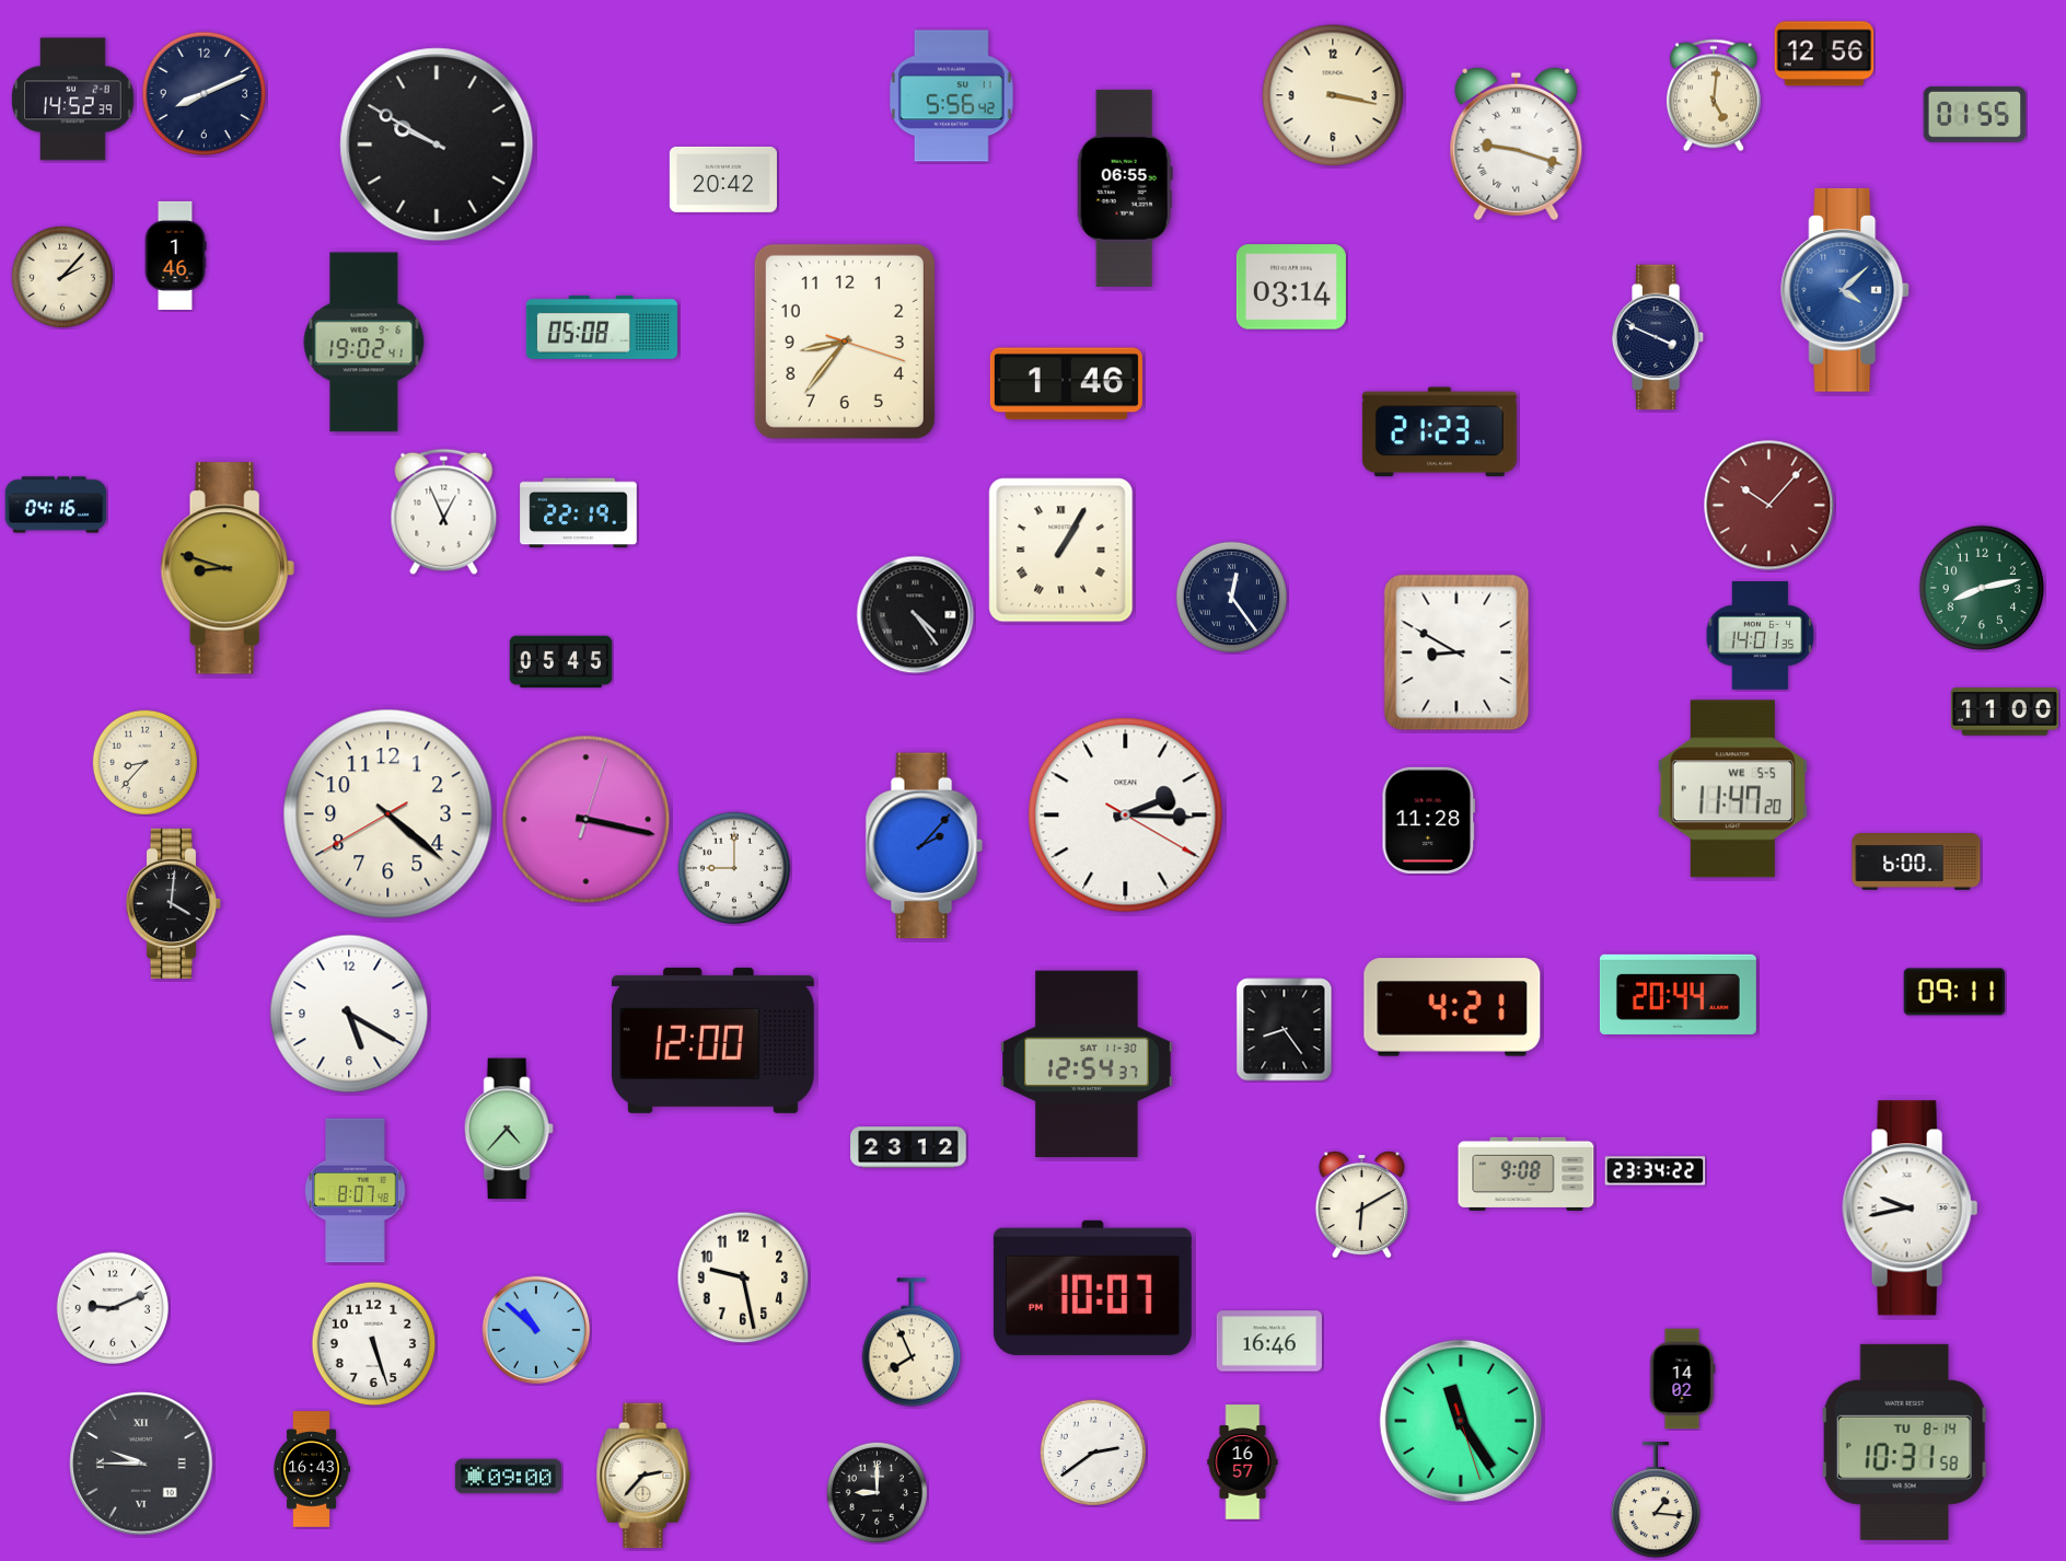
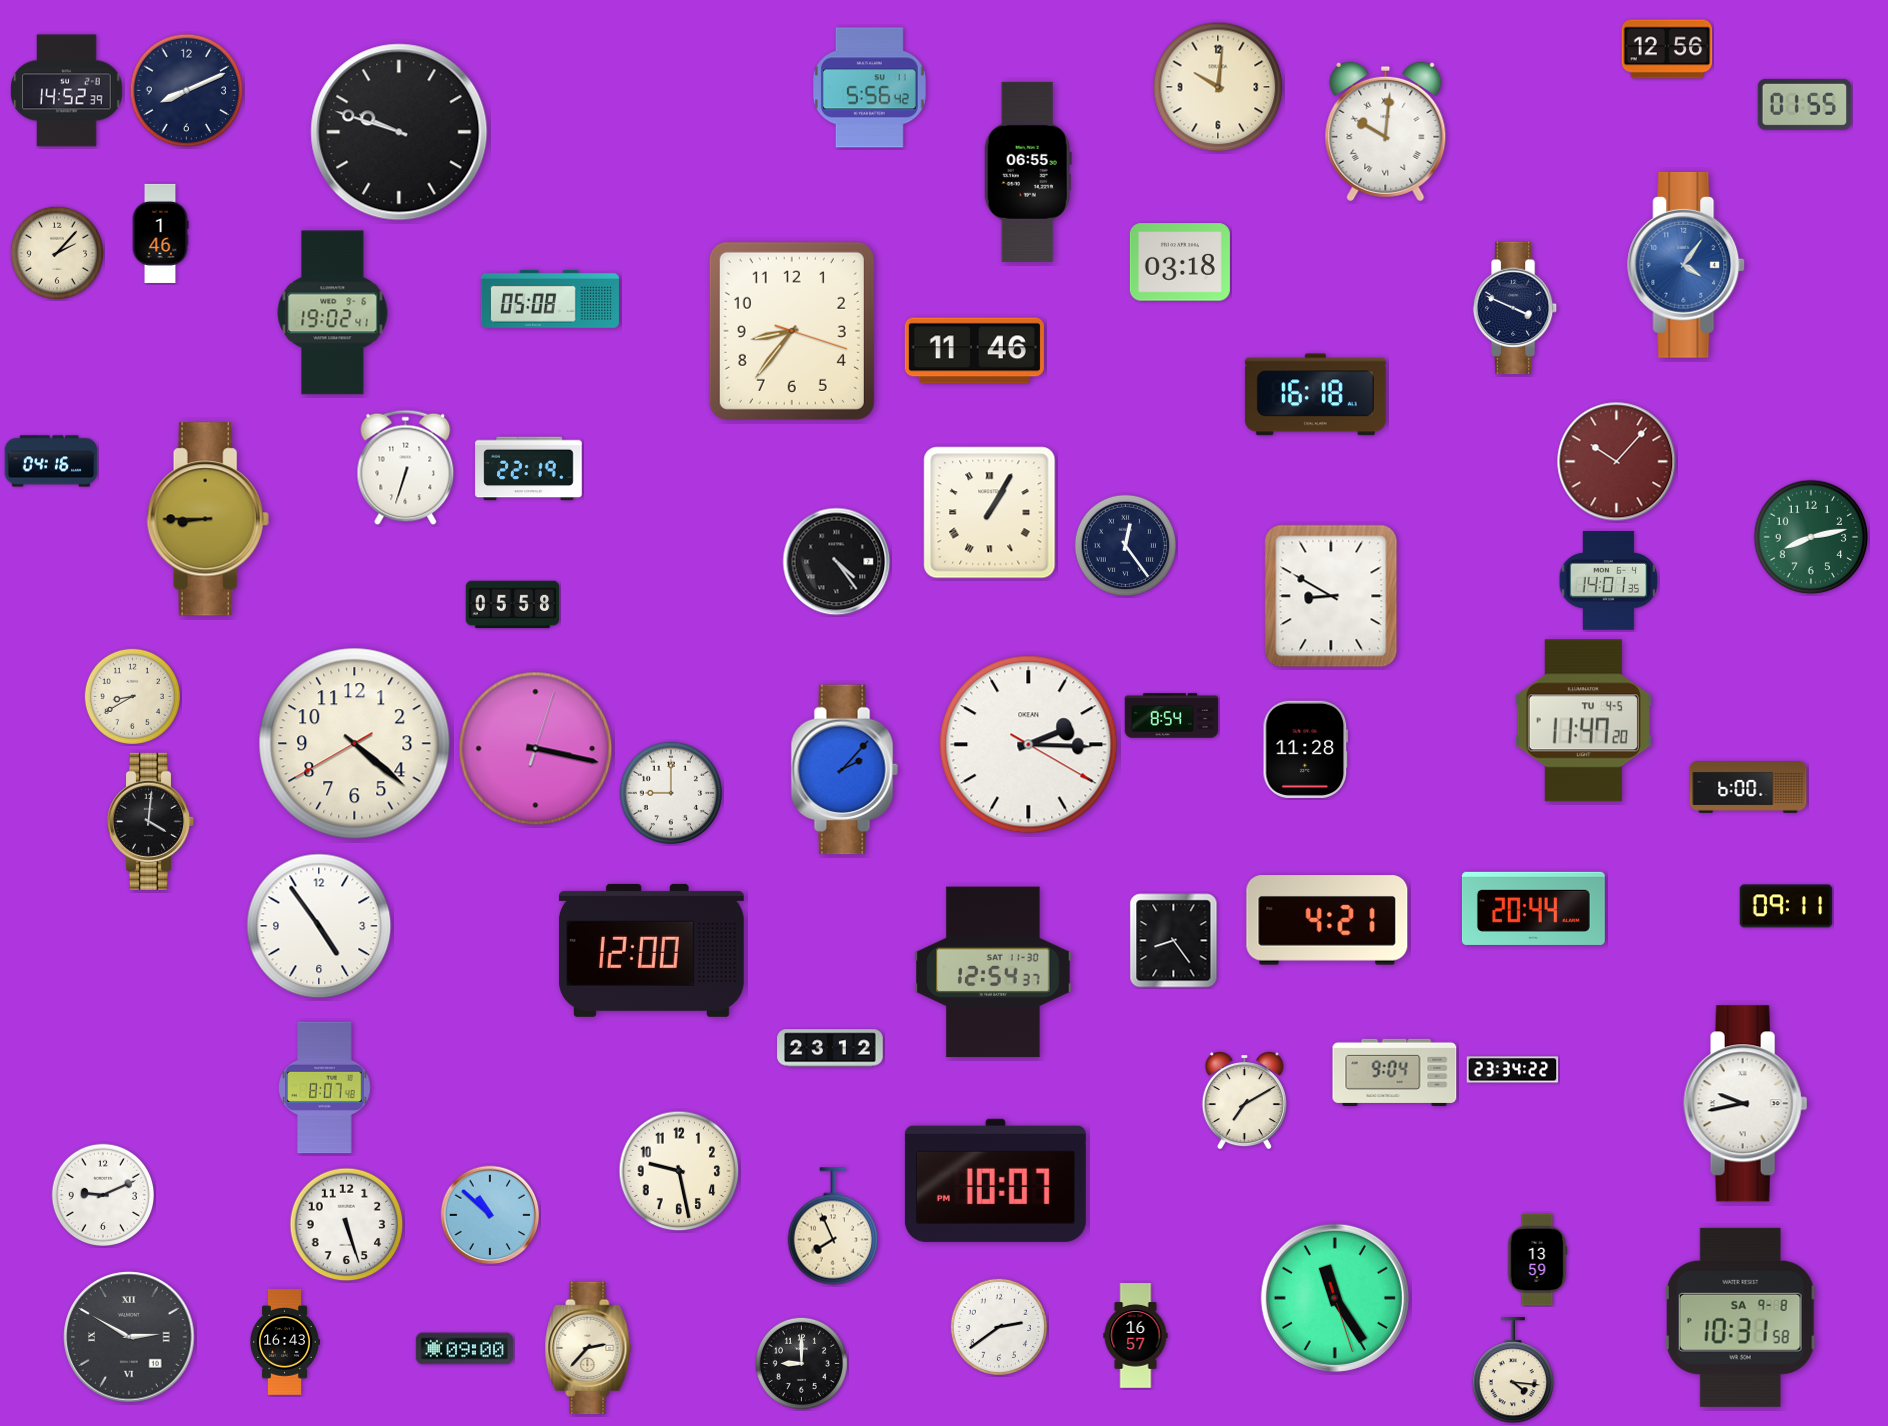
clock at (205, 94) position: (205, 94) -> (187, 91)
clock at (1333, 95): 3:17 -> 10:01
clock at (1714, 95): 5:01 -> none
clock at (437, 144): 9:50 -> 9:48
clock at (1517, 144): 9:18 -> 10:01
clock at (723, 180): 20:42 -> none
clock at (1291, 287): 03:14 -> 03:18
clock at (1846, 290): 4:08 -> 4:06
clock at (845, 342) position: (845, 342) -> (792, 331)
clock at (1066, 384): 1:46 -> 11:46
clock at (1439, 432): 21:23 -> 16:18
clock at (444, 512): 12:56 -> 6:33
clock at (1061, 551) position: (1061, 551) -> (990, 513)
clock at (228, 568): 8:48 -> 8:45
clock at (561, 662): 05:45 -> 05:58
clock at (2005, 712): 11:00 -> none
clock at (144, 762): 8:37 -> 8:40
clock at (1172, 716): none -> 8:54
clock at (1732, 789) date: WE 5-5 -> TU 4-5
clock at (924, 846) position: (924, 846) -> (844, 770)
clock at (1916, 863) position: (1916, 863) -> (1748, 788)
clock at (174, 903) position: (174, 903) -> (151, 821)
clock at (349, 1014): 5:20 -> 4:54
clock at (509, 1129): 4:37 -> none
clock at (1527, 1173): 9:08 -> 9:04
clock at (1361, 1204): 6:10 -> 7:10
clock at (743, 1277) position: (743, 1277) -> (679, 1171)
clock at (1092, 1287) position: (1092, 1287) -> (995, 1180)
clock at (1269, 1341): 16:46 -> none
clock at (374, 1344) position: (374, 1344) -> (347, 1225)
clock at (1682, 1379): 14:02 -> 13:59
clock at (1905, 1442) date: TU 8-14 -> SA 9-8
clock at (141, 1464): 9:45 -> 2:50
clock at (1655, 1501): 1:16 -> 4:16
